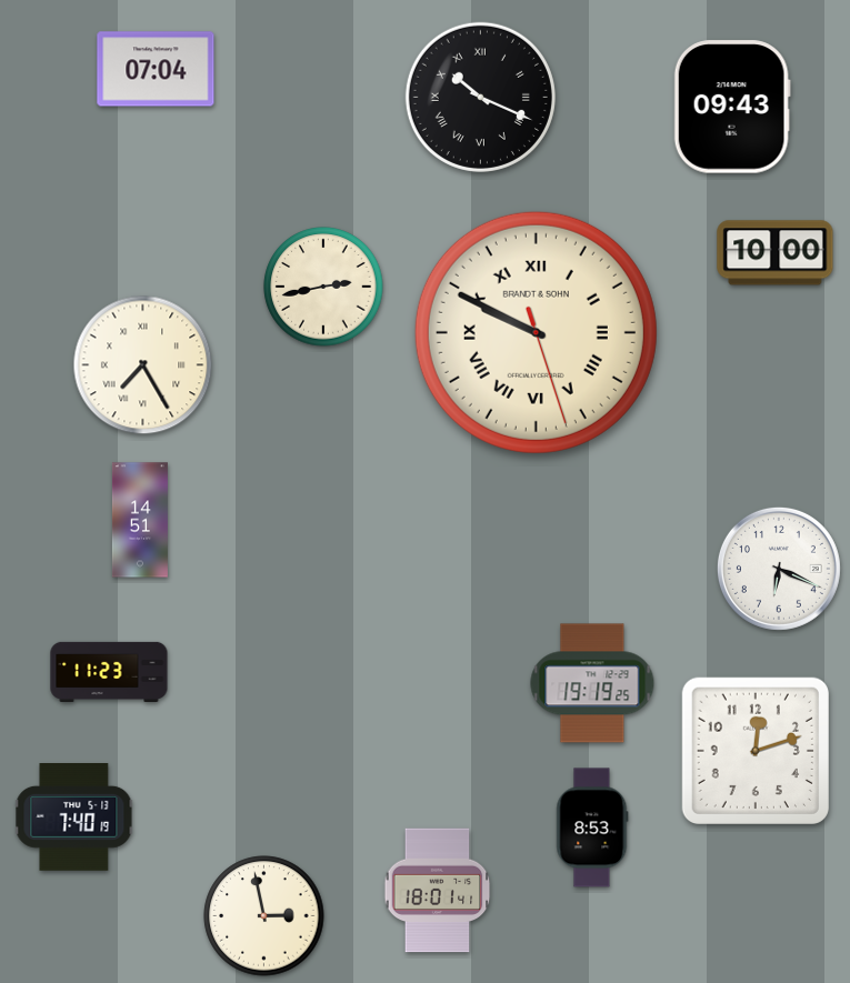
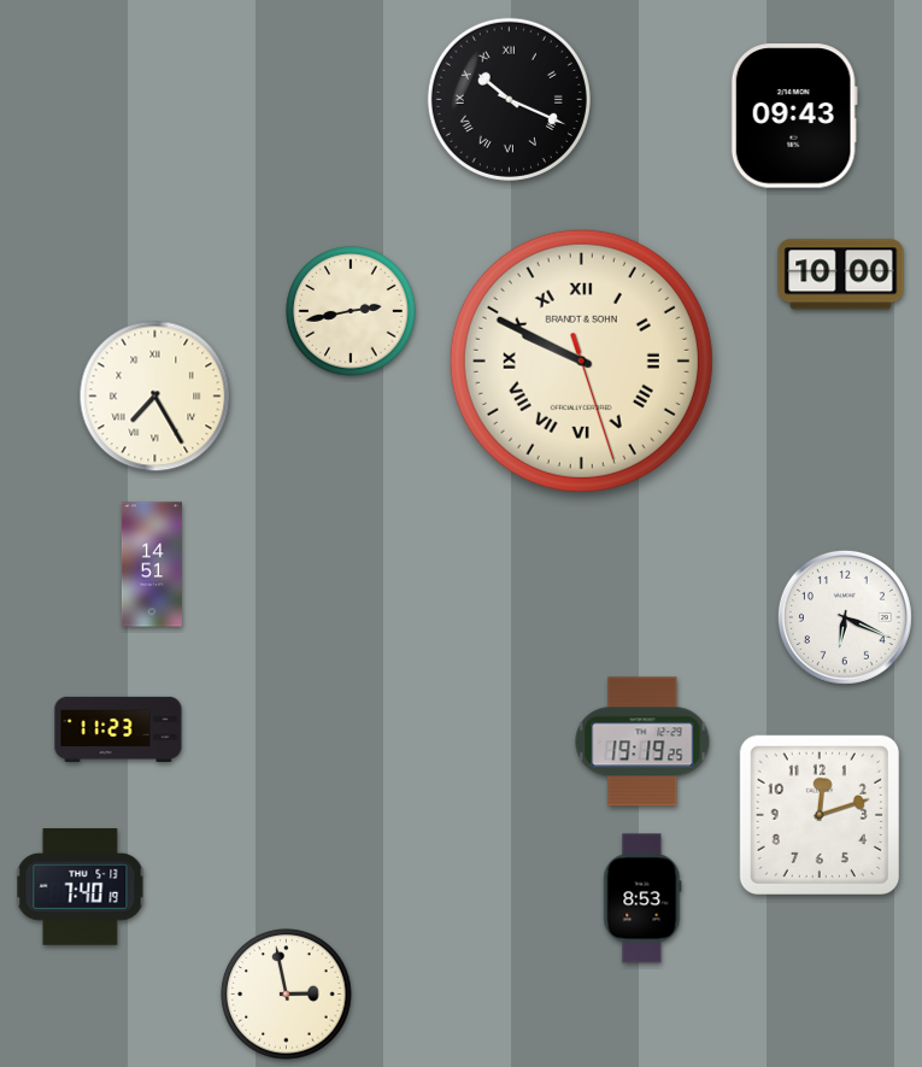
clock at (156, 69): 07:04 -> none
clock at (480, 97) position: (480, 97) -> (509, 99)
clock at (438, 891): 18:01 -> none
